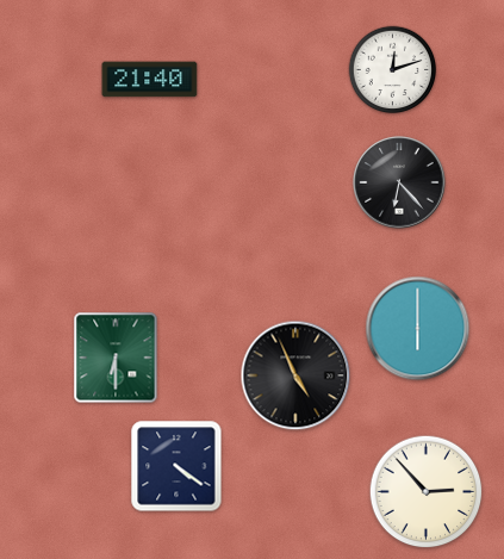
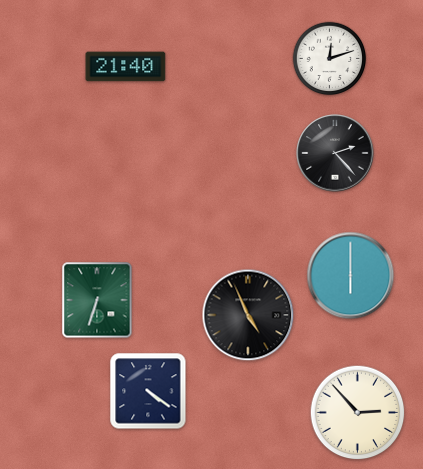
clock at (399, 182): 6:23 -> 2:23
clock at (116, 358): 6:30 -> 6:33
